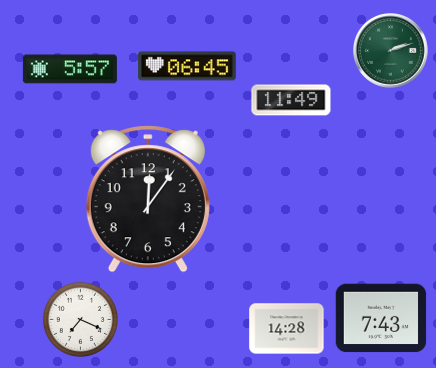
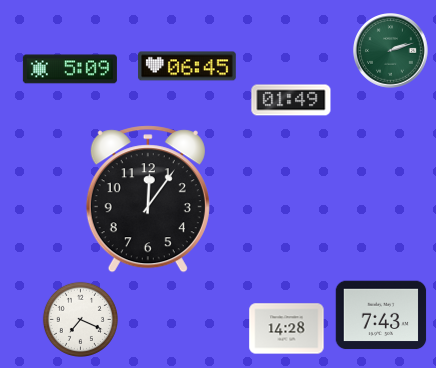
clock at (70, 69): 5:57 -> 5:09
clock at (291, 100): 11:49 -> 01:49
clock at (381, 318) position: (381, 318) -> (381, 315)
